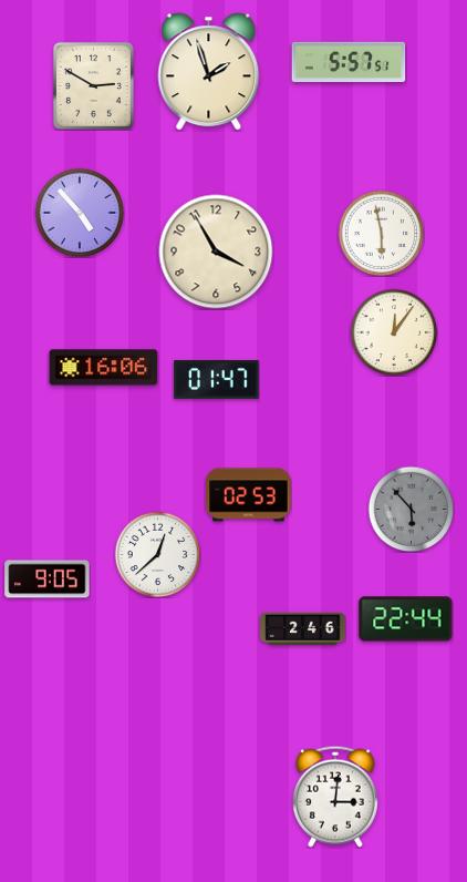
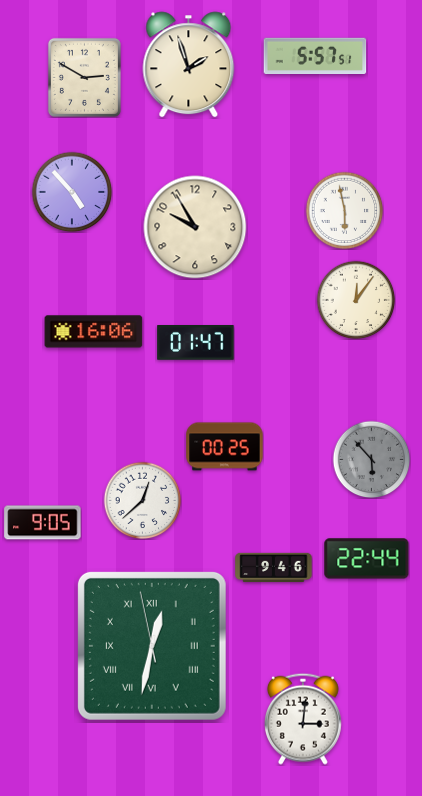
clock at (216, 252): 3:55 -> 9:55
clock at (249, 495): 02:53 -> 00:25
clock at (303, 629): 2:46 -> 9:46
clock at (152, 646): none -> 12:31
